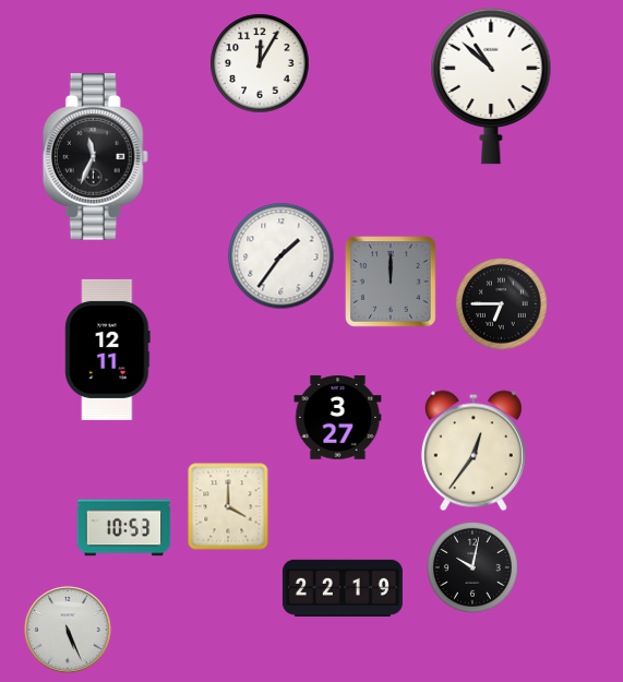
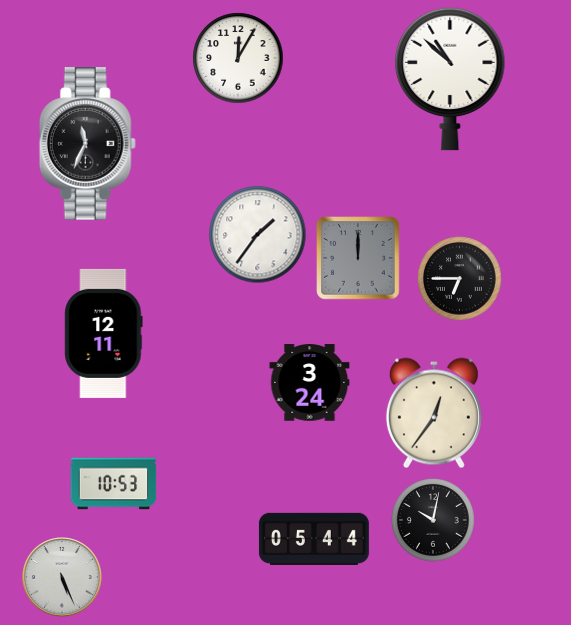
clock at (108, 349) position: (108, 349) -> (104, 333)
clock at (338, 418): 3:27 -> 3:24
clock at (228, 506): 4:00 -> none
clock at (343, 588): 22:19 -> 05:44
